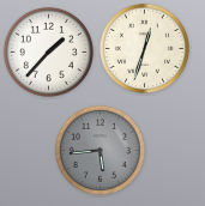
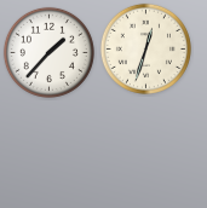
clock at (100, 150): 5:44 -> none
